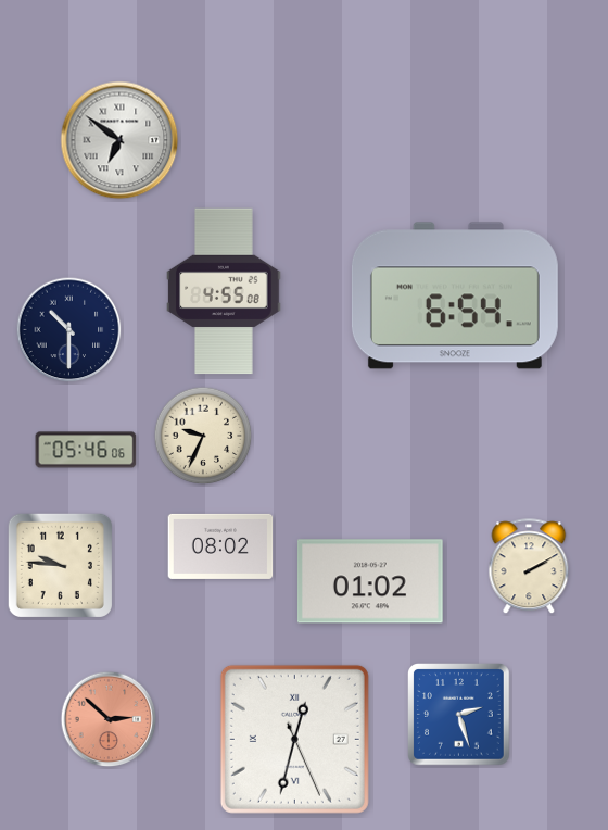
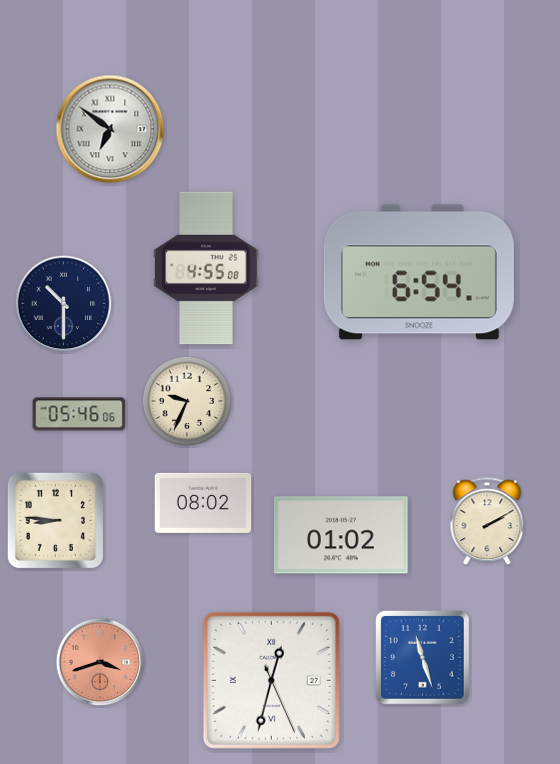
clock at (60, 565): 9:46 -> 8:46
clock at (459, 715): 2:27 -> 11:27
clock at (109, 719): 2:52 -> 3:42
